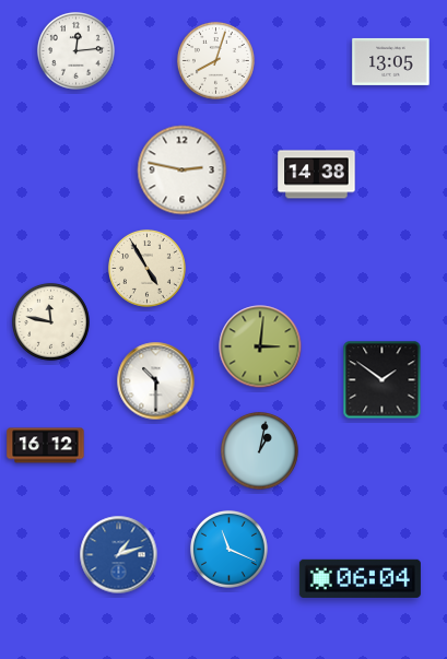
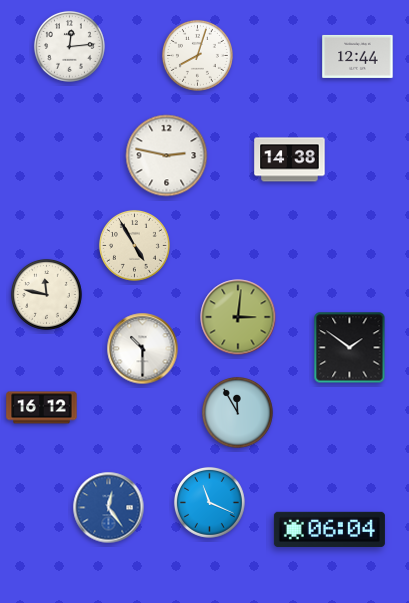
clock at (391, 61): 13:05 -> 12:44
clock at (259, 450): 1:02 -> 11:55
clock at (119, 555): 1:12 -> 12:24
